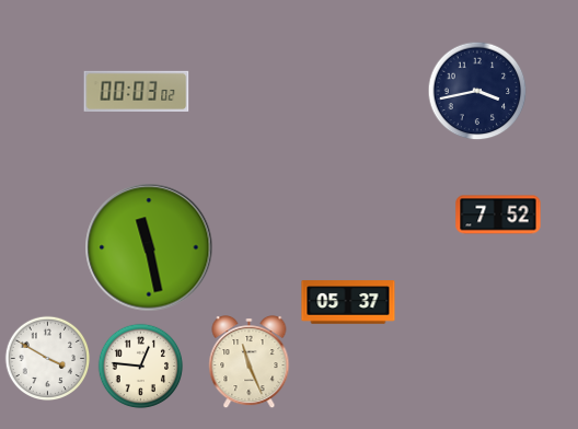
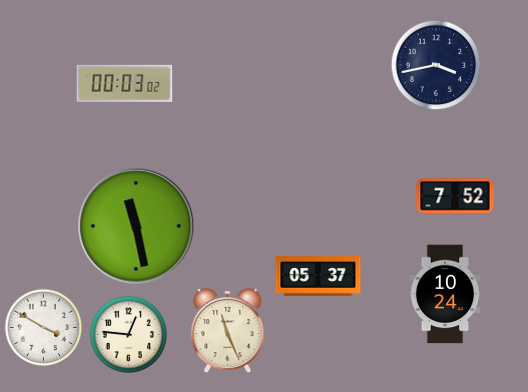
clock at (477, 91) position: (477, 91) -> (436, 65)
clock at (445, 294): none -> 10:24
